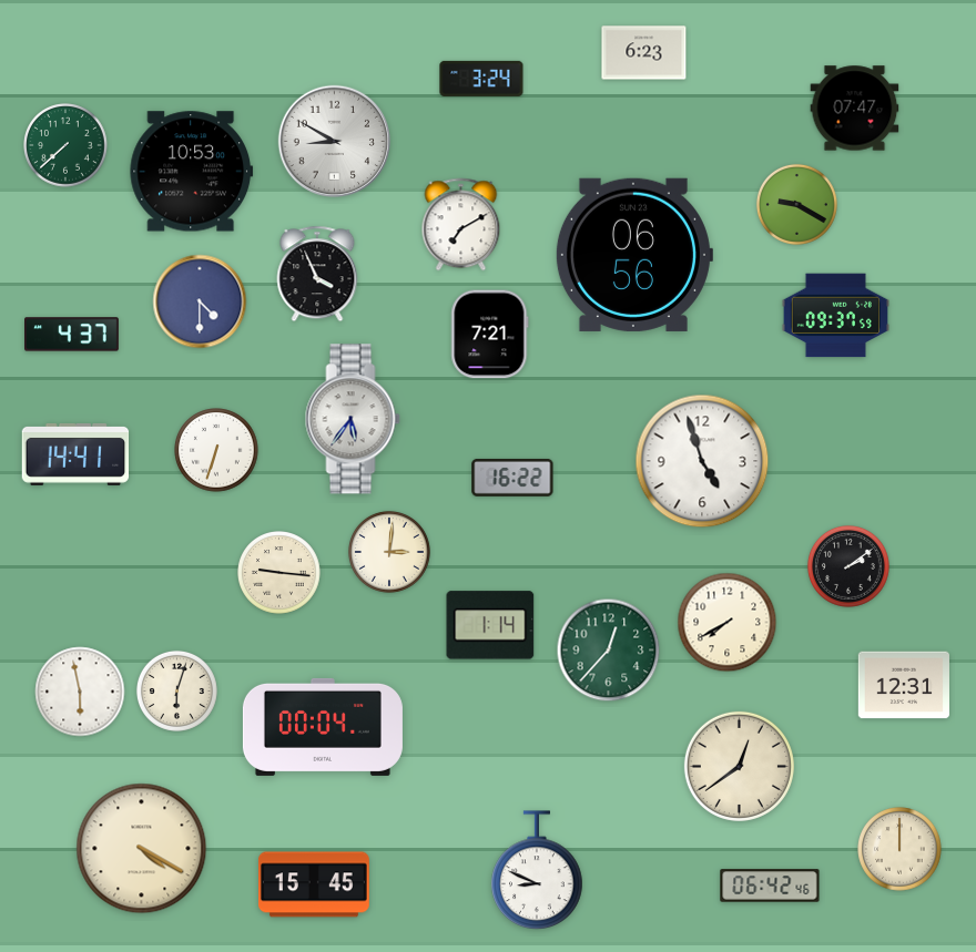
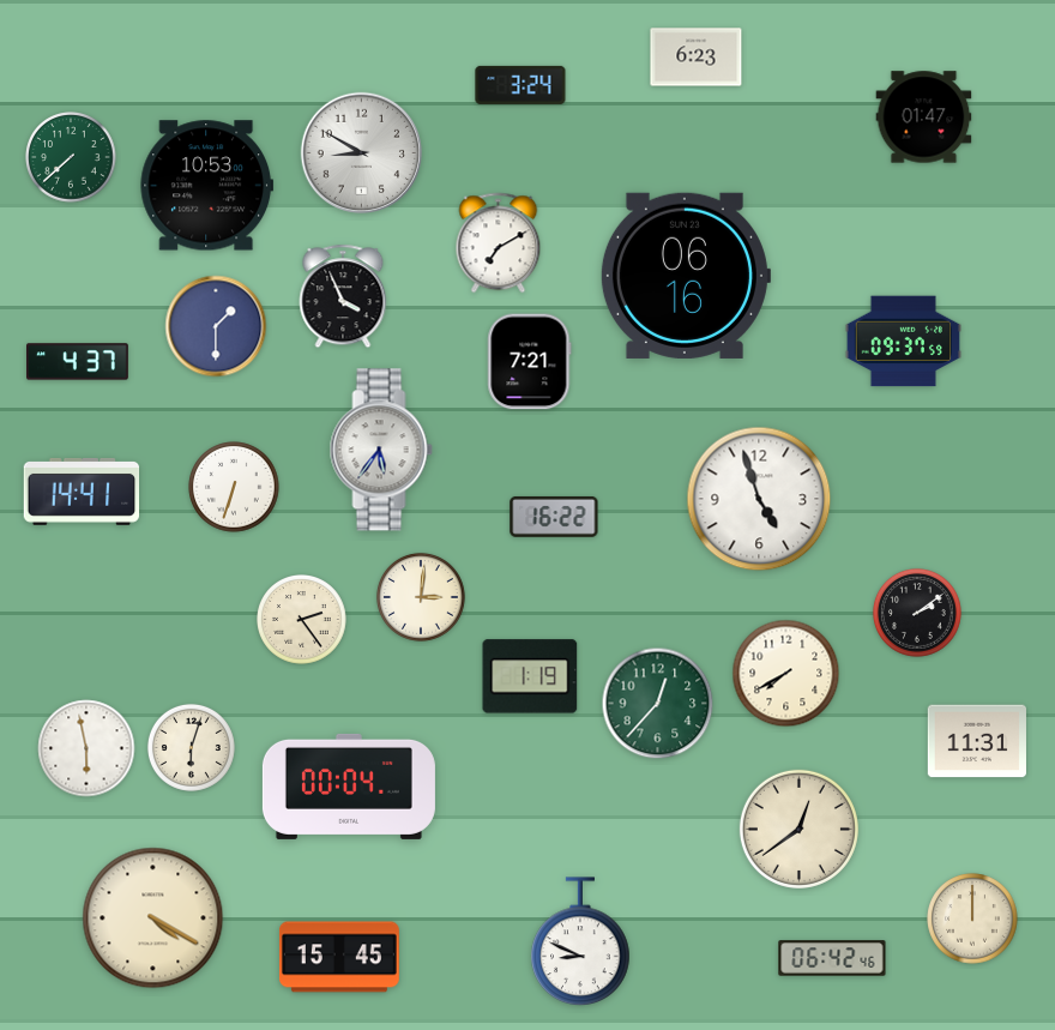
clock at (855, 109): 07:47 -> 01:47
clock at (796, 204): 9:20 -> none
clock at (633, 255): 06:56 -> 06:16
clock at (200, 301): 4:30 -> 1:30
clock at (353, 419) position: (353, 419) -> (381, 450)
clock at (279, 573): 9:16 -> 2:24
clock at (490, 625): 1:14 -> 1:19
clock at (904, 685): 12:31 -> 11:31
